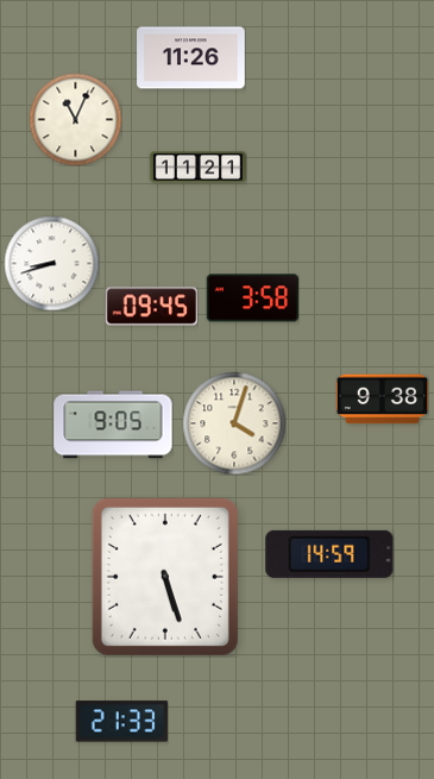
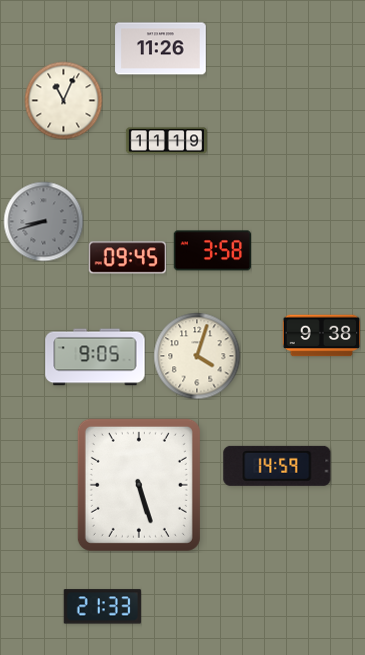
clock at (197, 168): 11:21 -> 11:19
clock at (51, 263) dial: white -> grey
